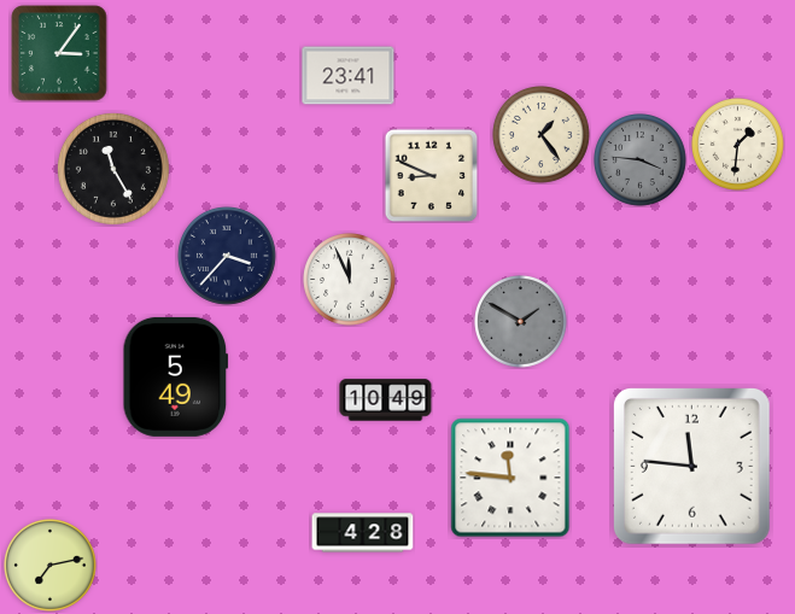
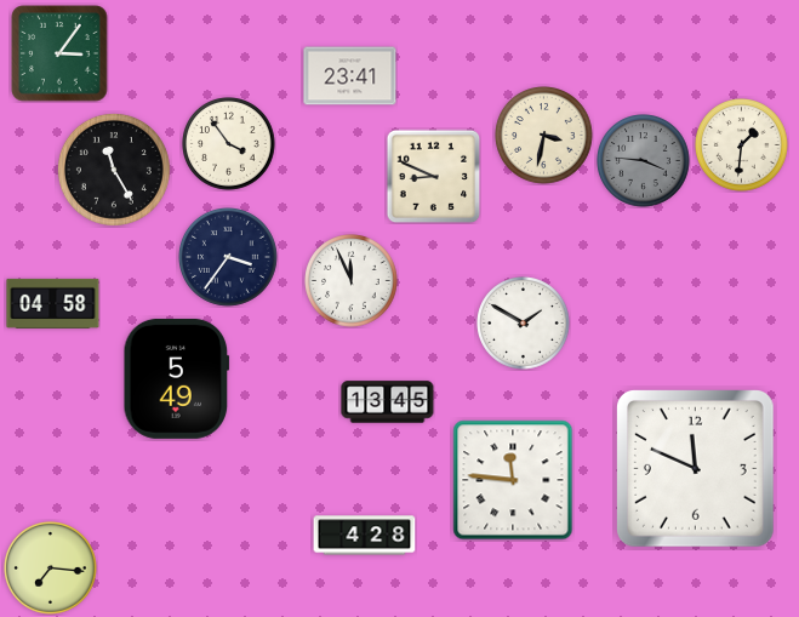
clock at (542, 135): 1:24 -> 3:32
clock at (229, 144): none -> 3:54
clock at (228, 257): 3:37 -> 3:36
clock at (53, 303): none -> 04:58
clock at (521, 322) dial: grey -> white
clock at (386, 400): 10:49 -> 13:45
clock at (691, 466): 11:46 -> 11:49
clock at (51, 566): 7:13 -> 7:16
